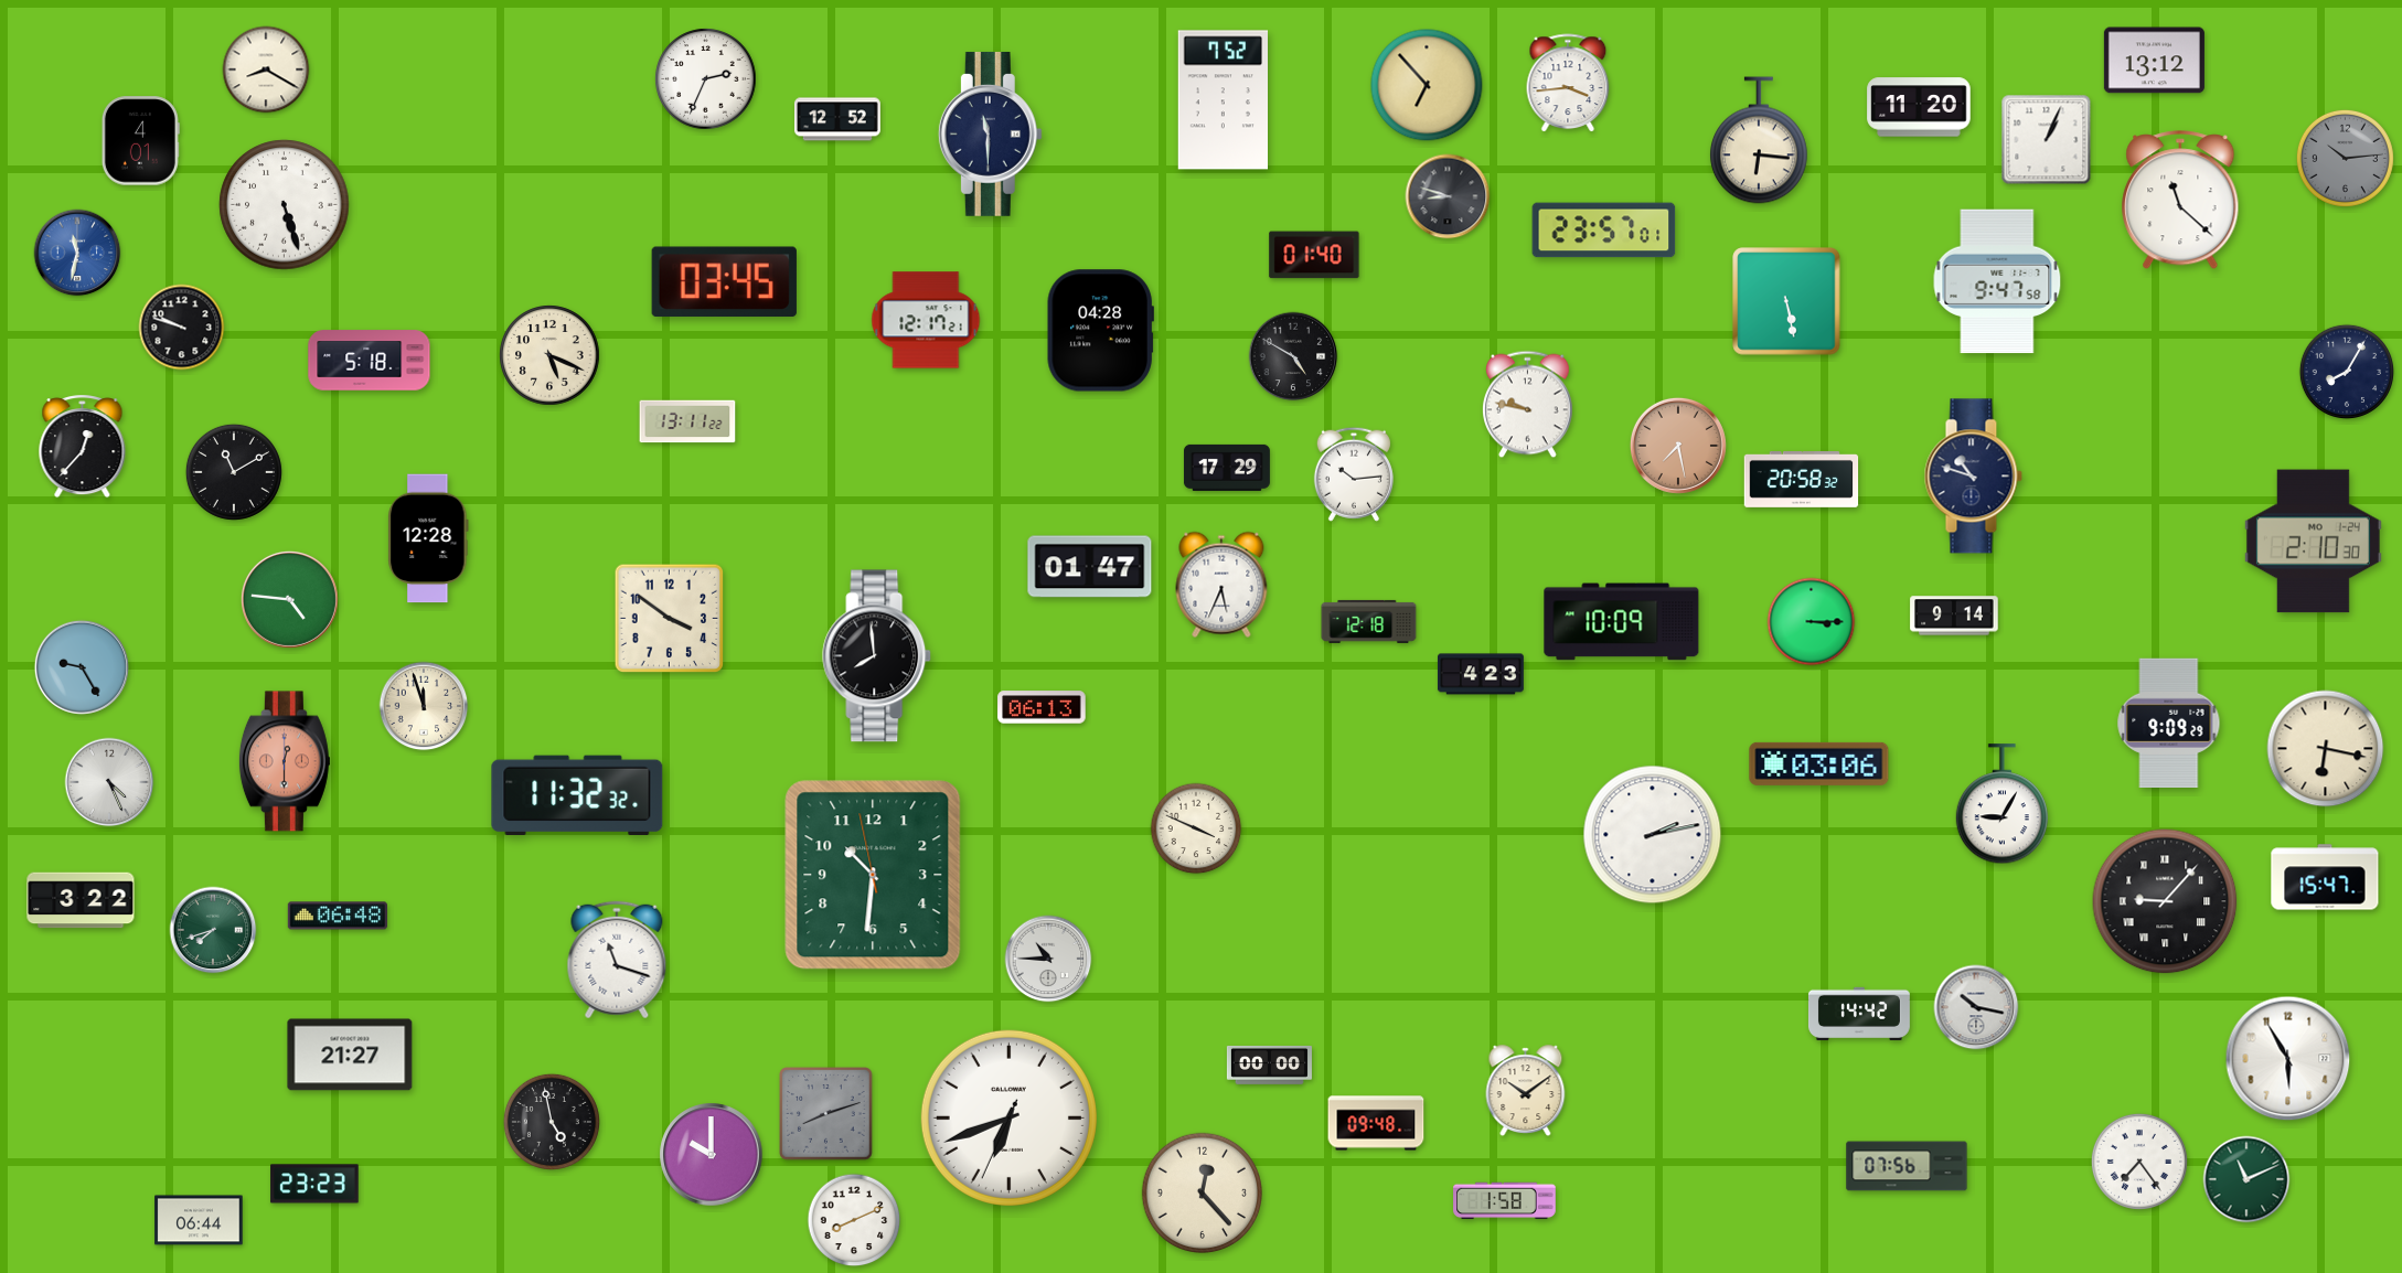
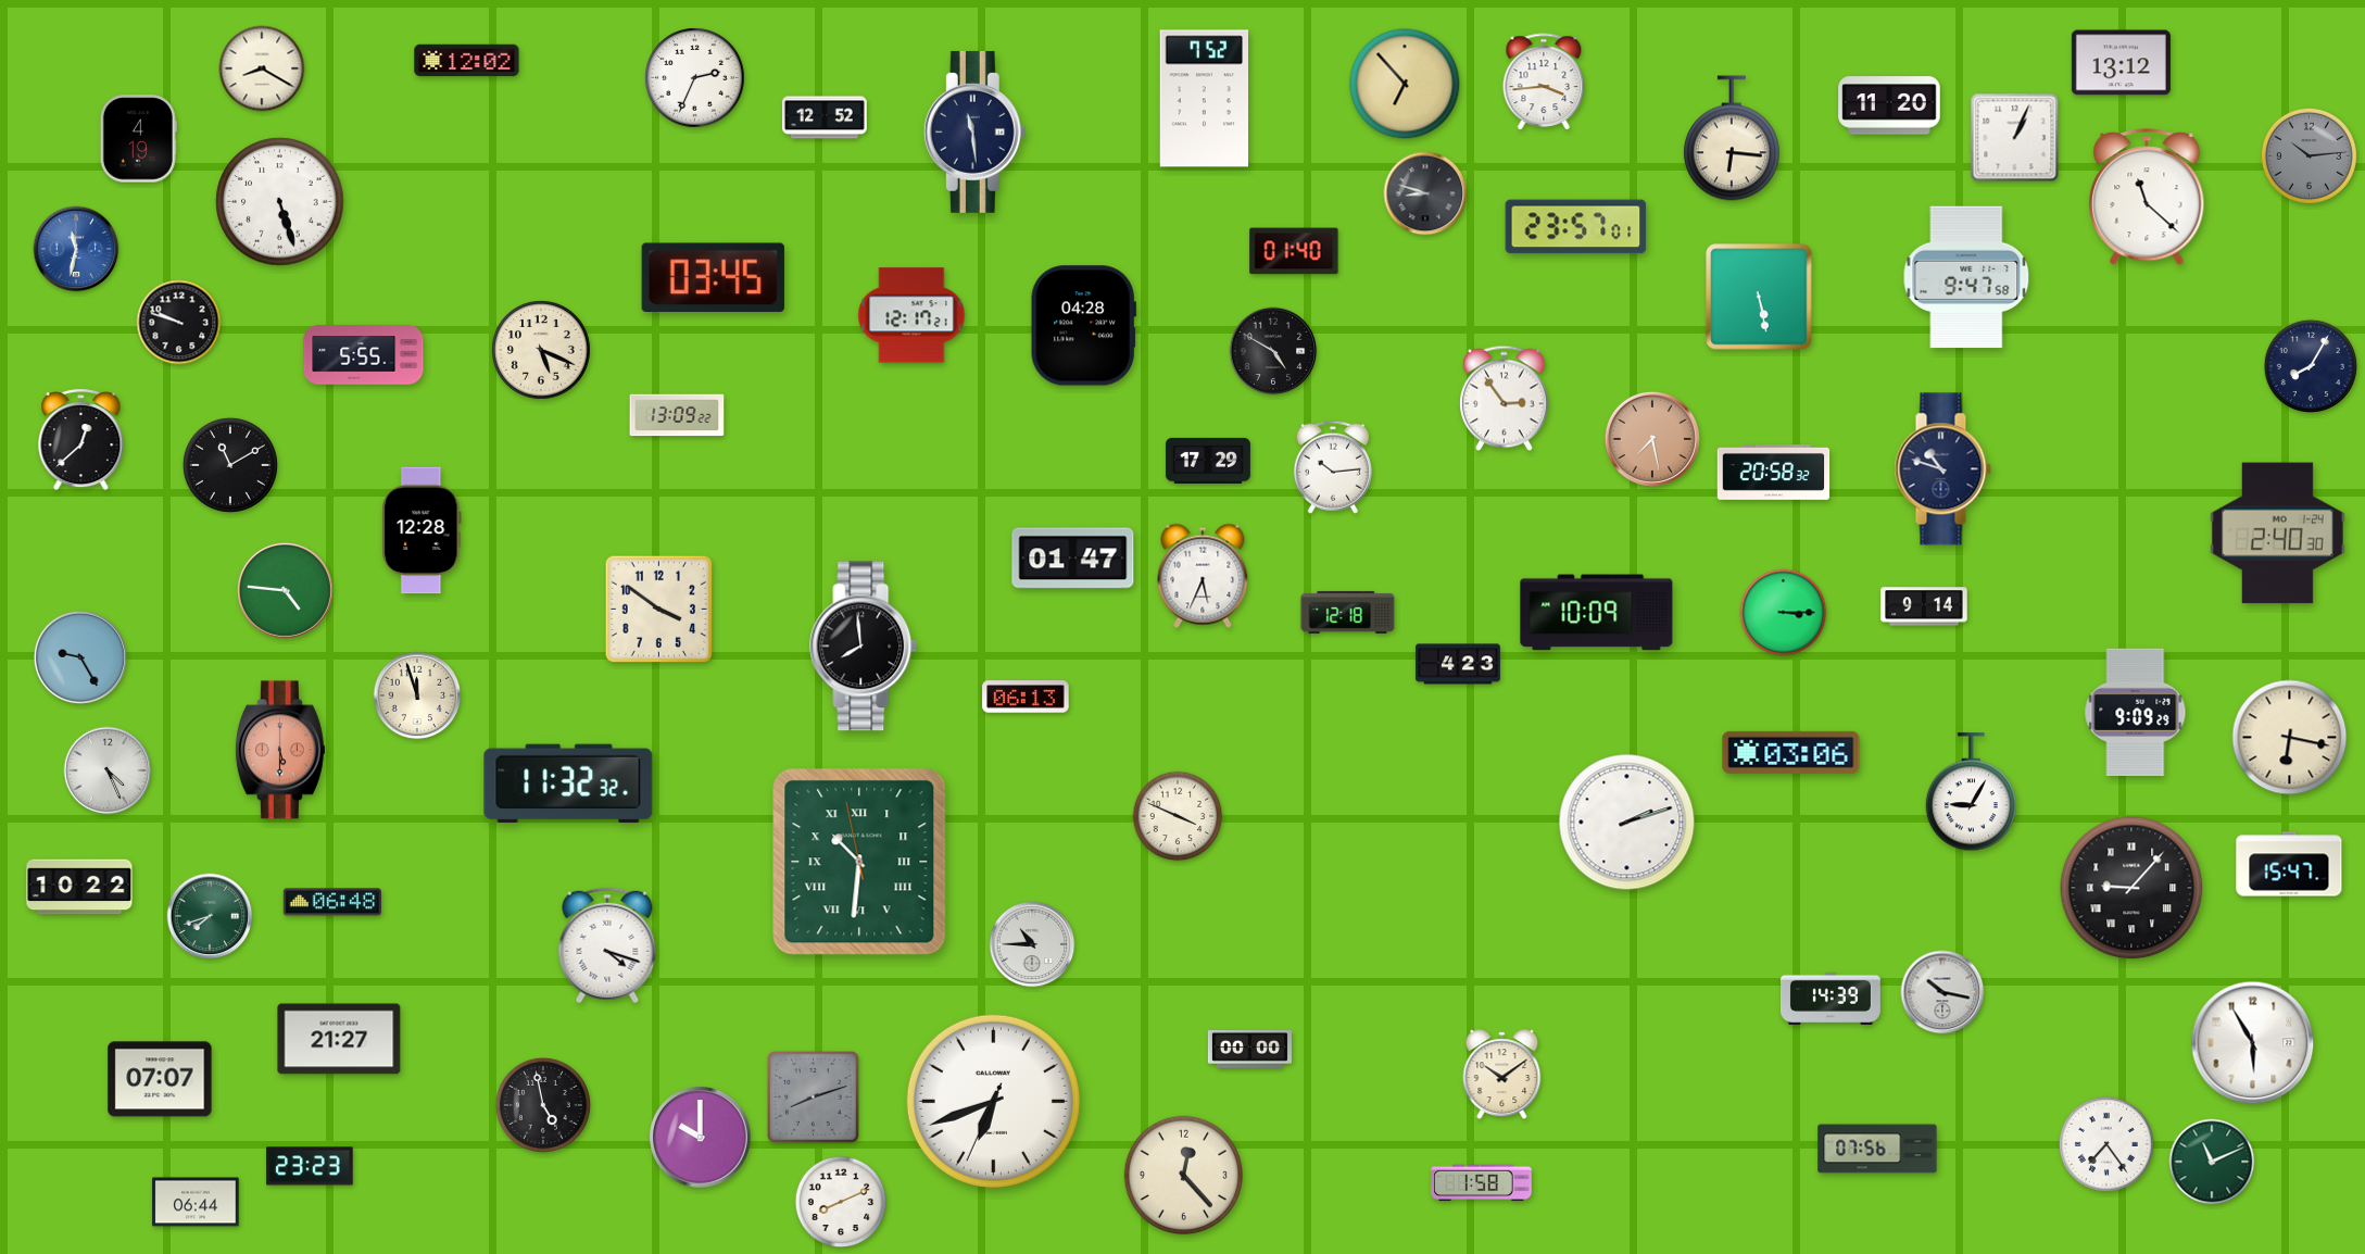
clock at (2154, 61) position: (2154, 61) -> (2121, 63)
clock at (467, 61): none -> 12:02
clock at (990, 133): 11:30 -> 11:29
clock at (140, 141): 4:01 -> 4:19
clock at (1604, 231) position: (1604, 231) -> (1576, 227)
clock at (370, 361): 5:18 -> 5:55
clock at (1528, 405): 9:47 -> 2:54
clock at (687, 421): 13:11 -> 13:09
clock at (83, 447): 12:37 -> 12:38
clock at (2313, 542): 2:10 -> 2:40
clock at (285, 761): 12:30 -> 5:30
clock at (1653, 835): 2:13 -> 2:12
clock at (873, 875) numerals: Arabic -> Roman
clock at (81, 900): 3:22 -> 10:22
clock at (617, 960): 11:18 -> 4:18
clock at (1976, 1007) position: (1976, 1007) -> (1942, 992)
clock at (1859, 1014): 14:42 -> 14:39
clock at (350, 1055) position: (350, 1055) -> (339, 1039)
clock at (160, 1079): none -> 07:07
clock at (1376, 1123): 09:48 -> none
